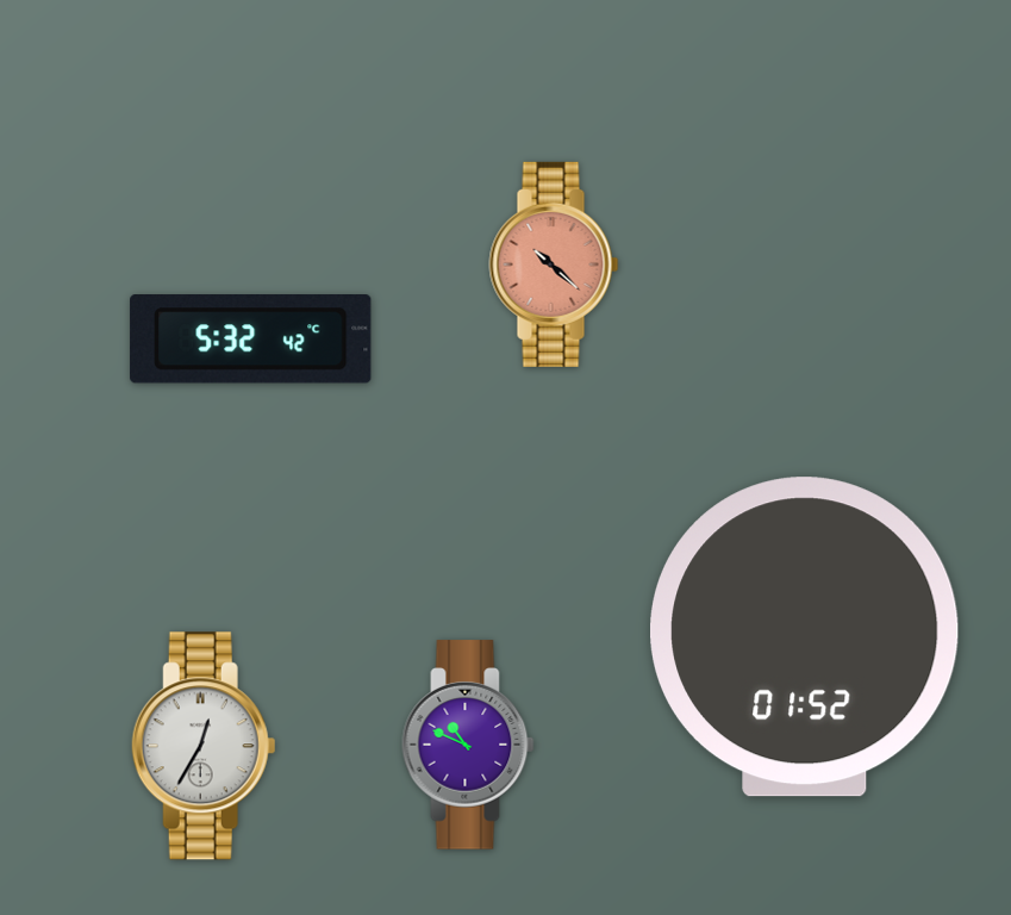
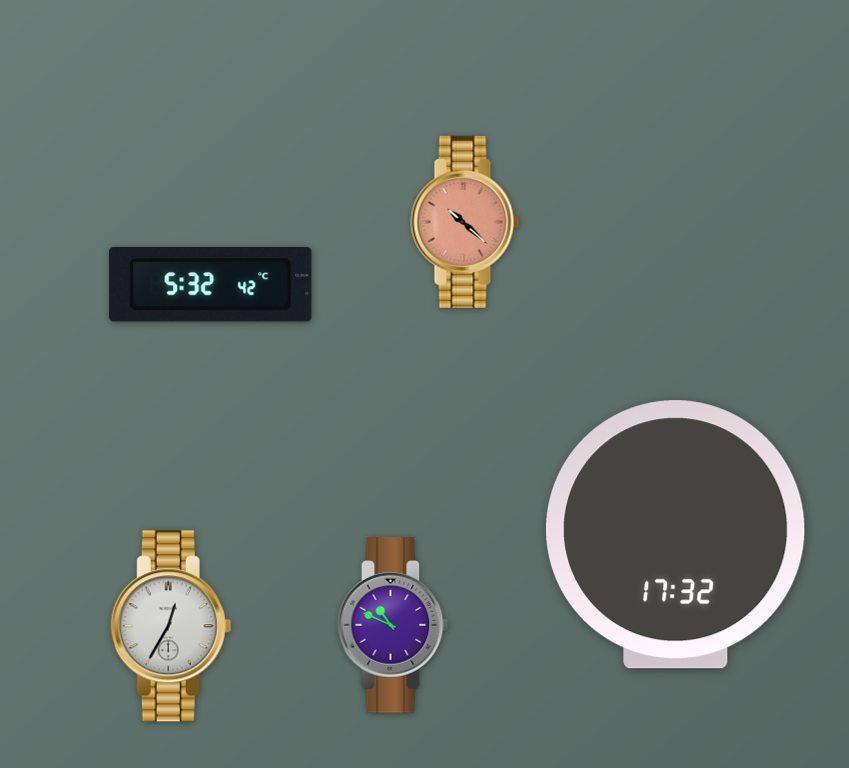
clock at (805, 637): 01:52 -> 17:32
